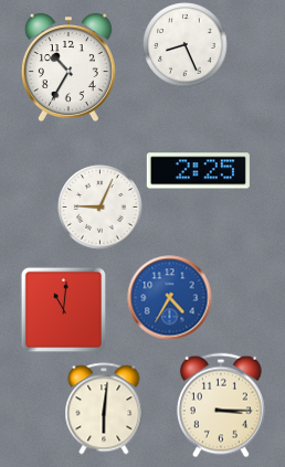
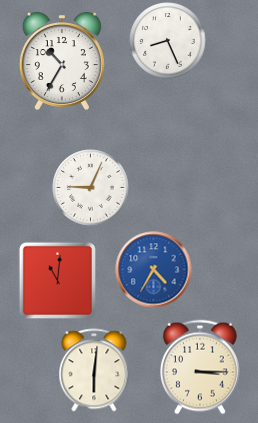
clock at (198, 171): 2:25 -> none
